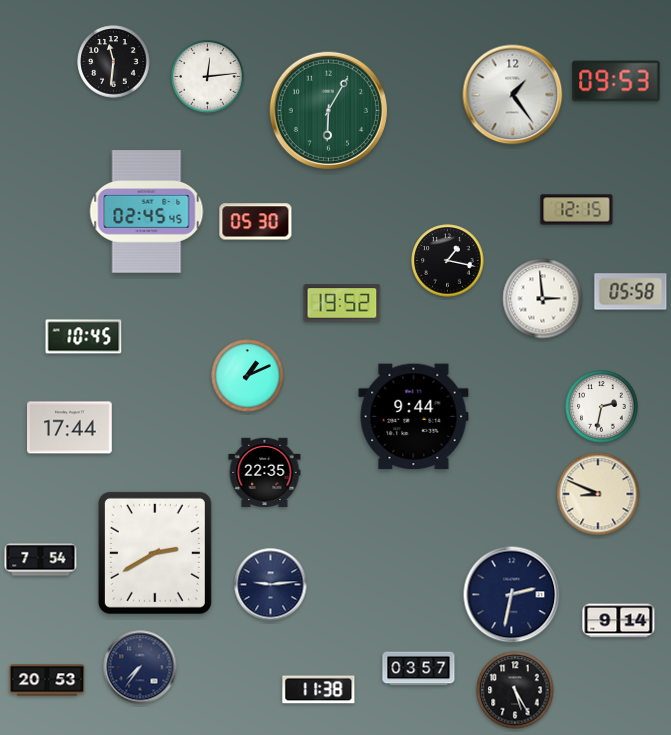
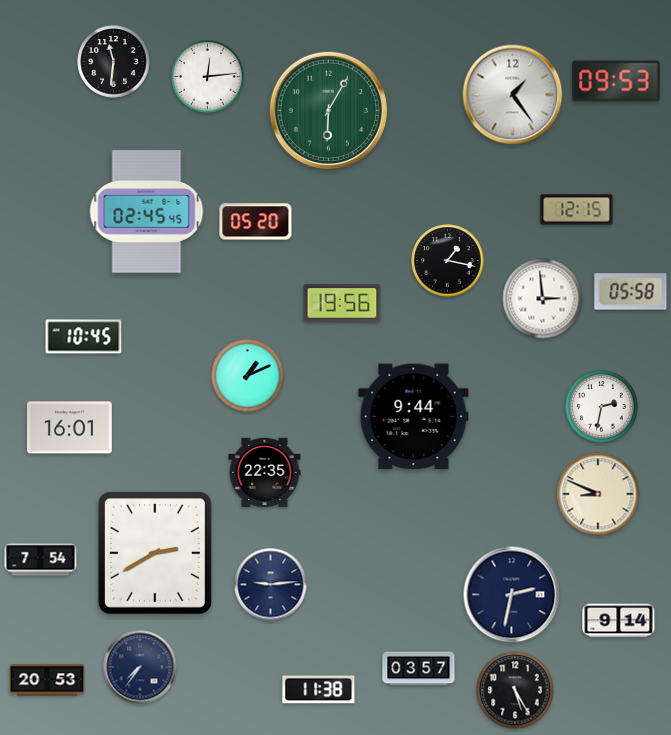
clock at (256, 222): 05:30 -> 05:20
clock at (342, 303): 19:52 -> 19:56
clock at (70, 428): 17:44 -> 16:01
